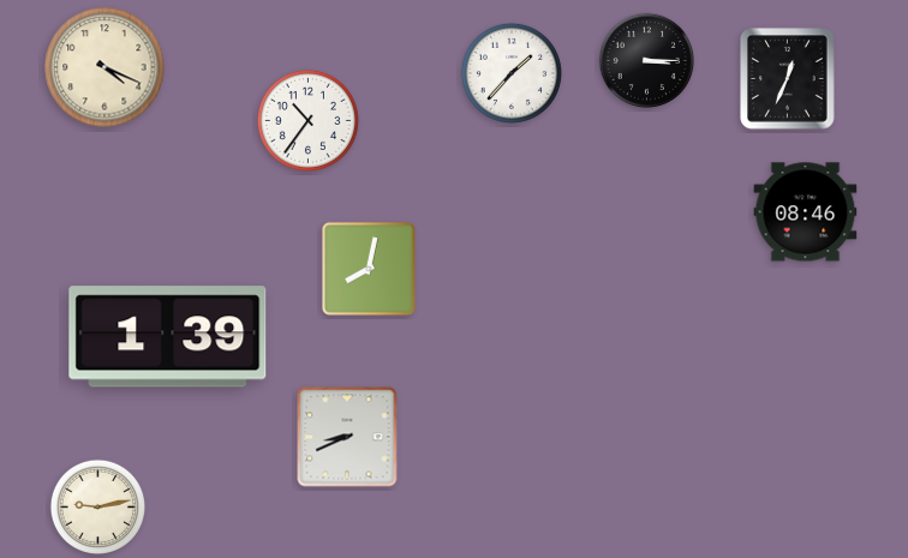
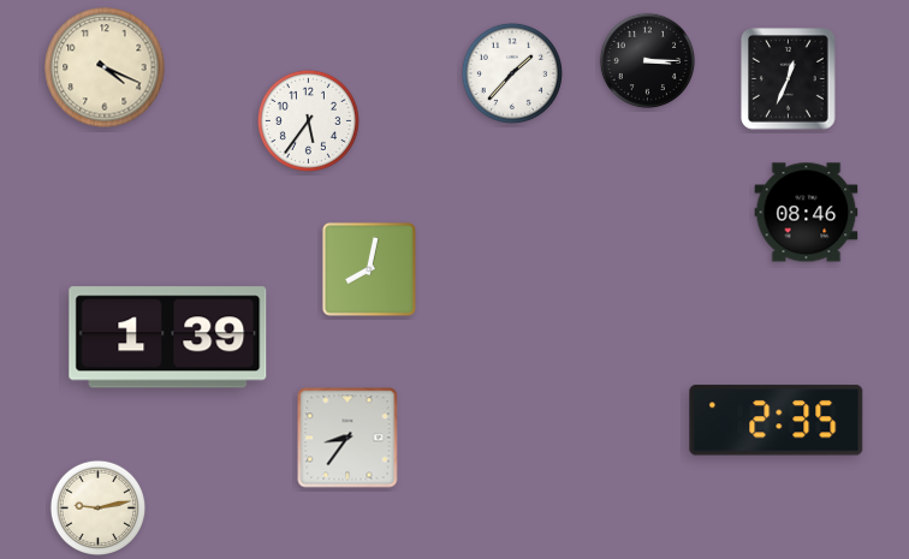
clock at (307, 120): 10:36 -> 5:36
clock at (777, 421): none -> 2:35
clock at (347, 437): 8:41 -> 8:36
